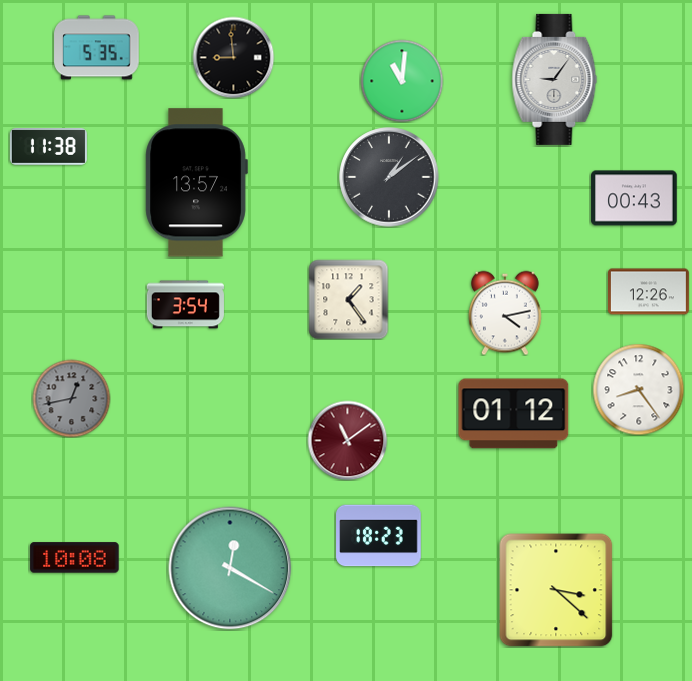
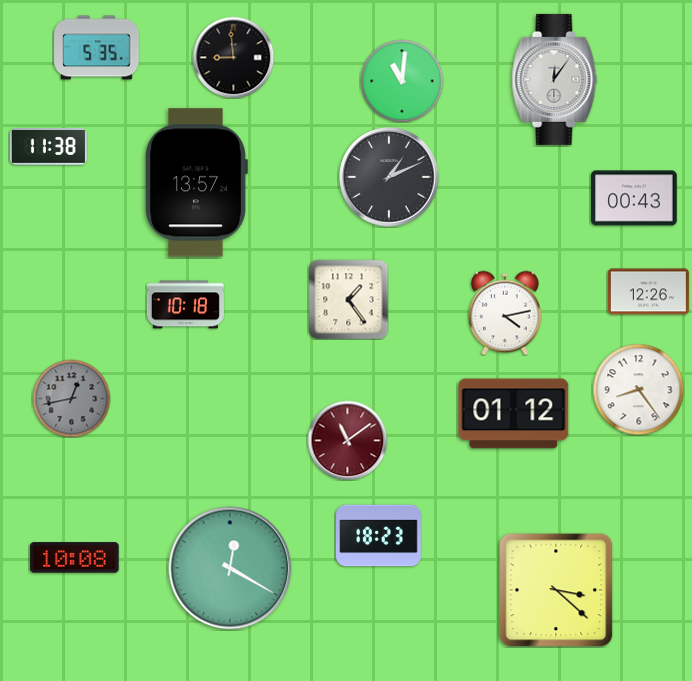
clock at (555, 79): 9:06 -> 12:06
clock at (389, 177): 1:09 -> 1:11
clock at (185, 305): 3:54 -> 10:18
